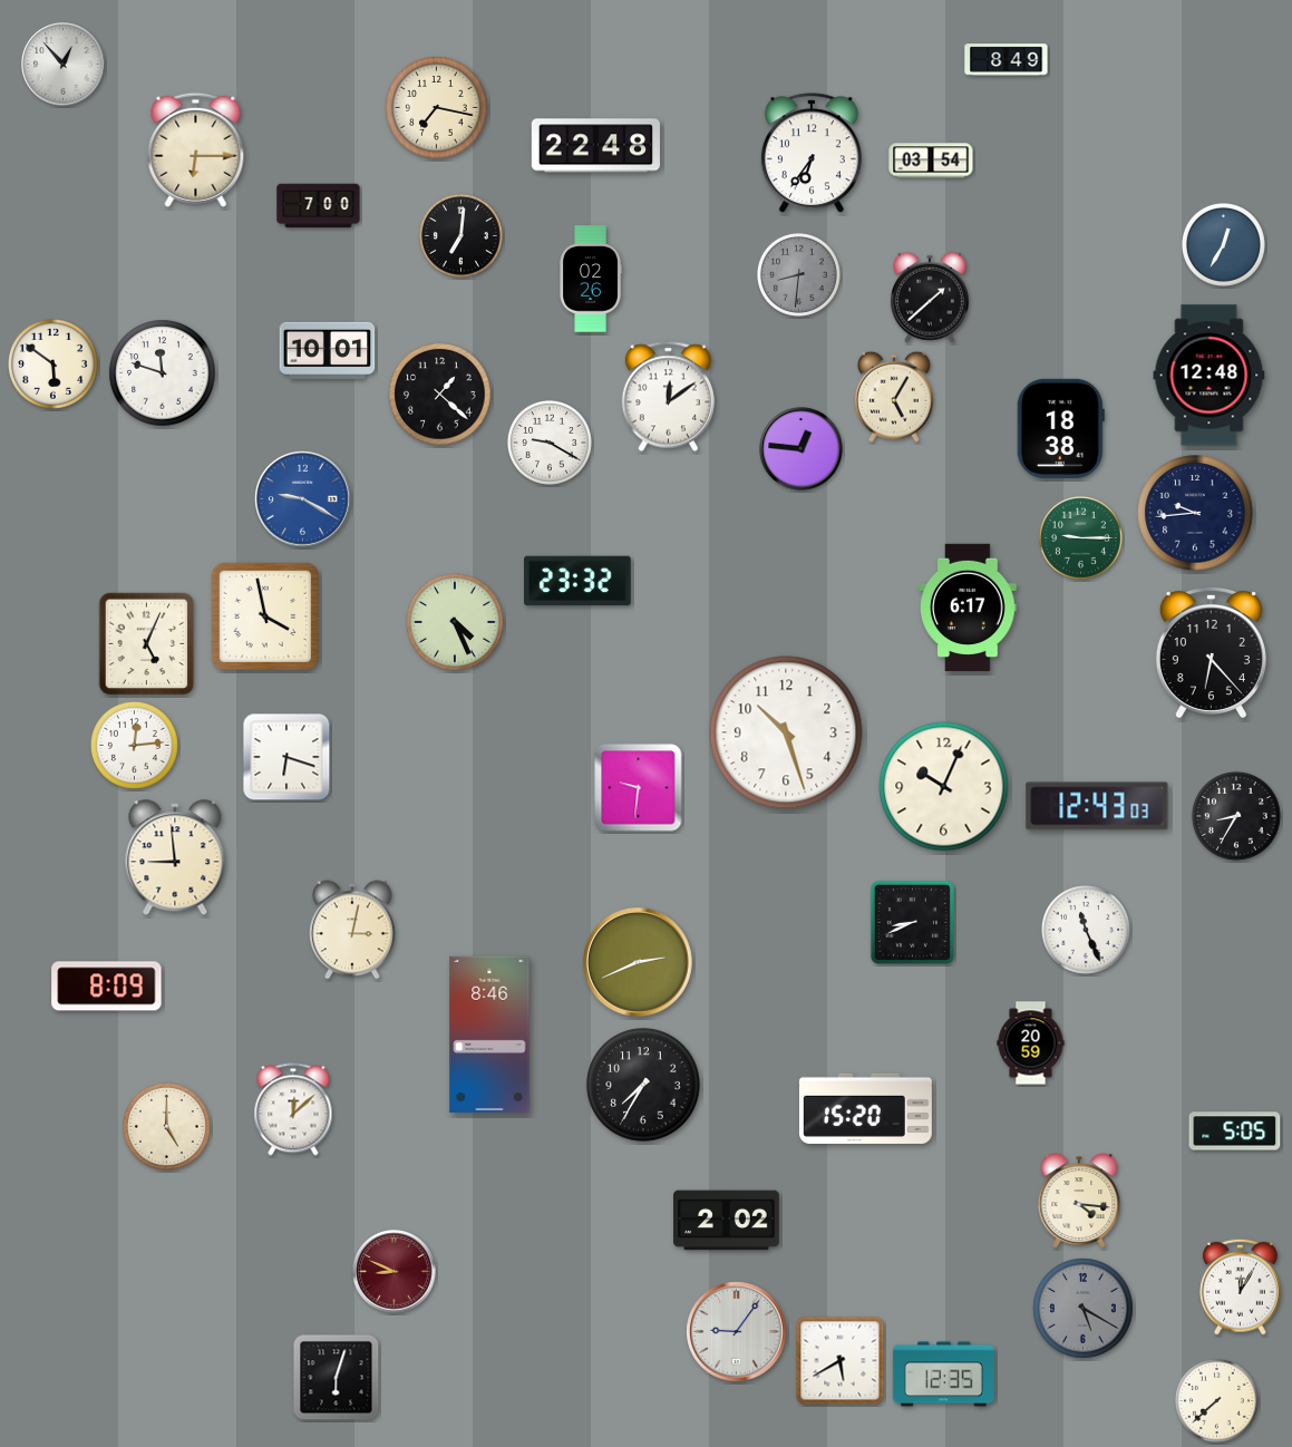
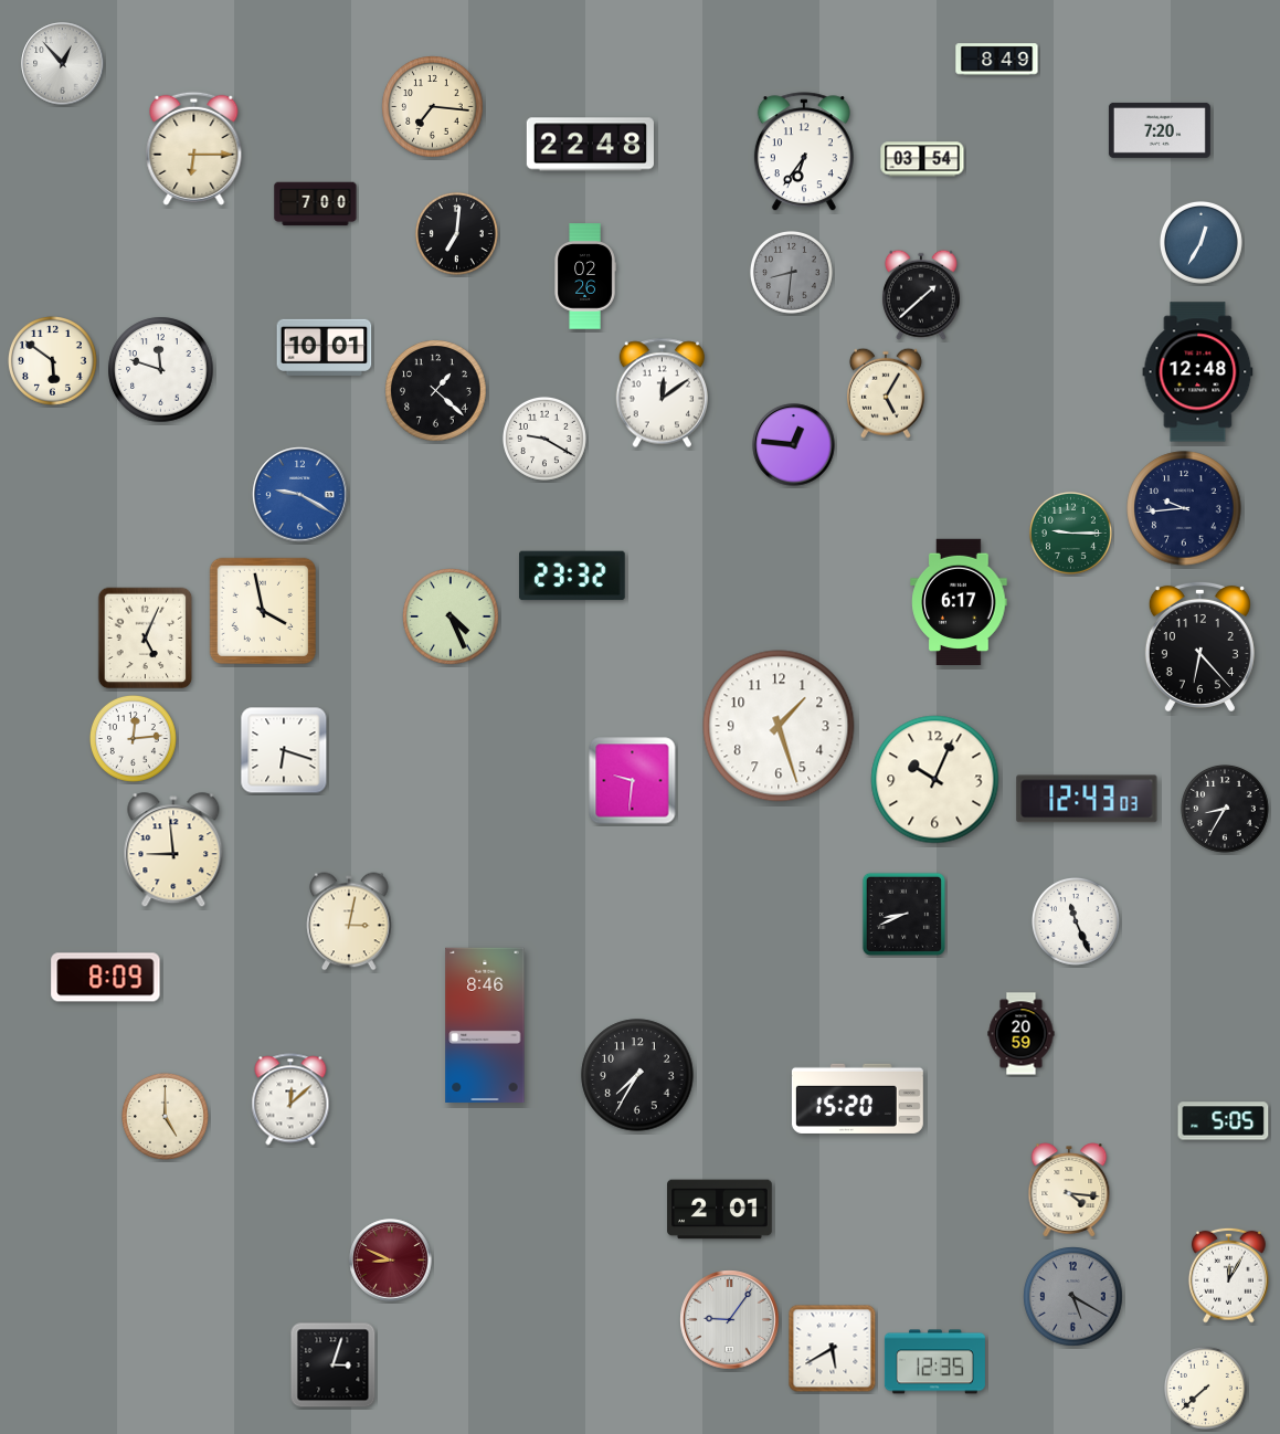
clock at (437, 108): 7:17 -> 7:16
clock at (1160, 130): none -> 7:20
clock at (1223, 244) position: (1223, 244) -> (1200, 242)
clock at (1060, 428): 18:38 -> none
clock at (786, 732): 10:27 -> 1:27
clock at (639, 963): 2:41 -> none
clock at (727, 1221): 2:02 -> 2:01
clock at (337, 1378): 6:03 -> 3:03
